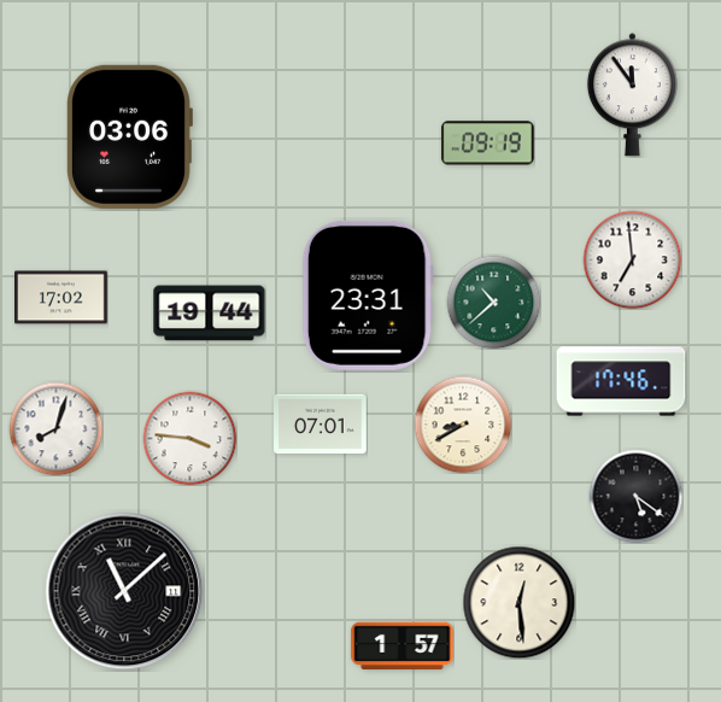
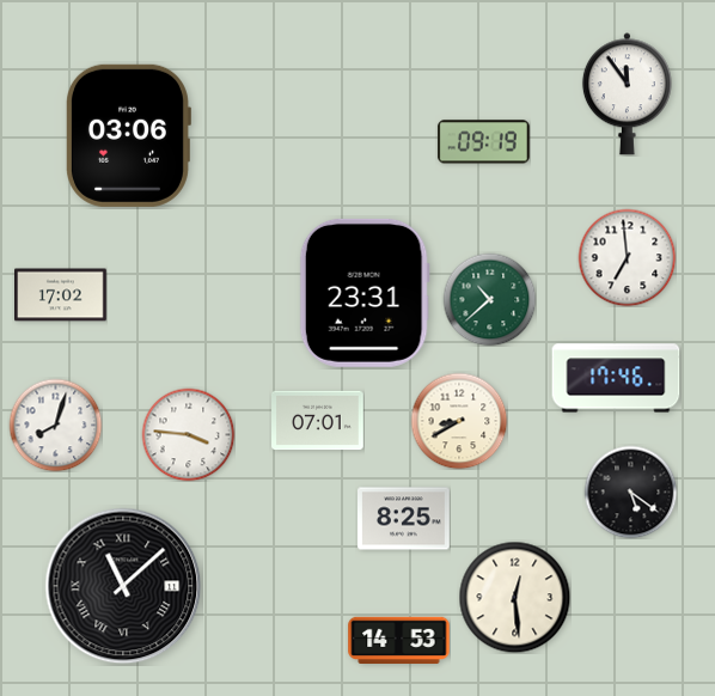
clock at (210, 314): 19:44 -> none
clock at (404, 519): none -> 8:25
clock at (403, 647): 1:57 -> 14:53
